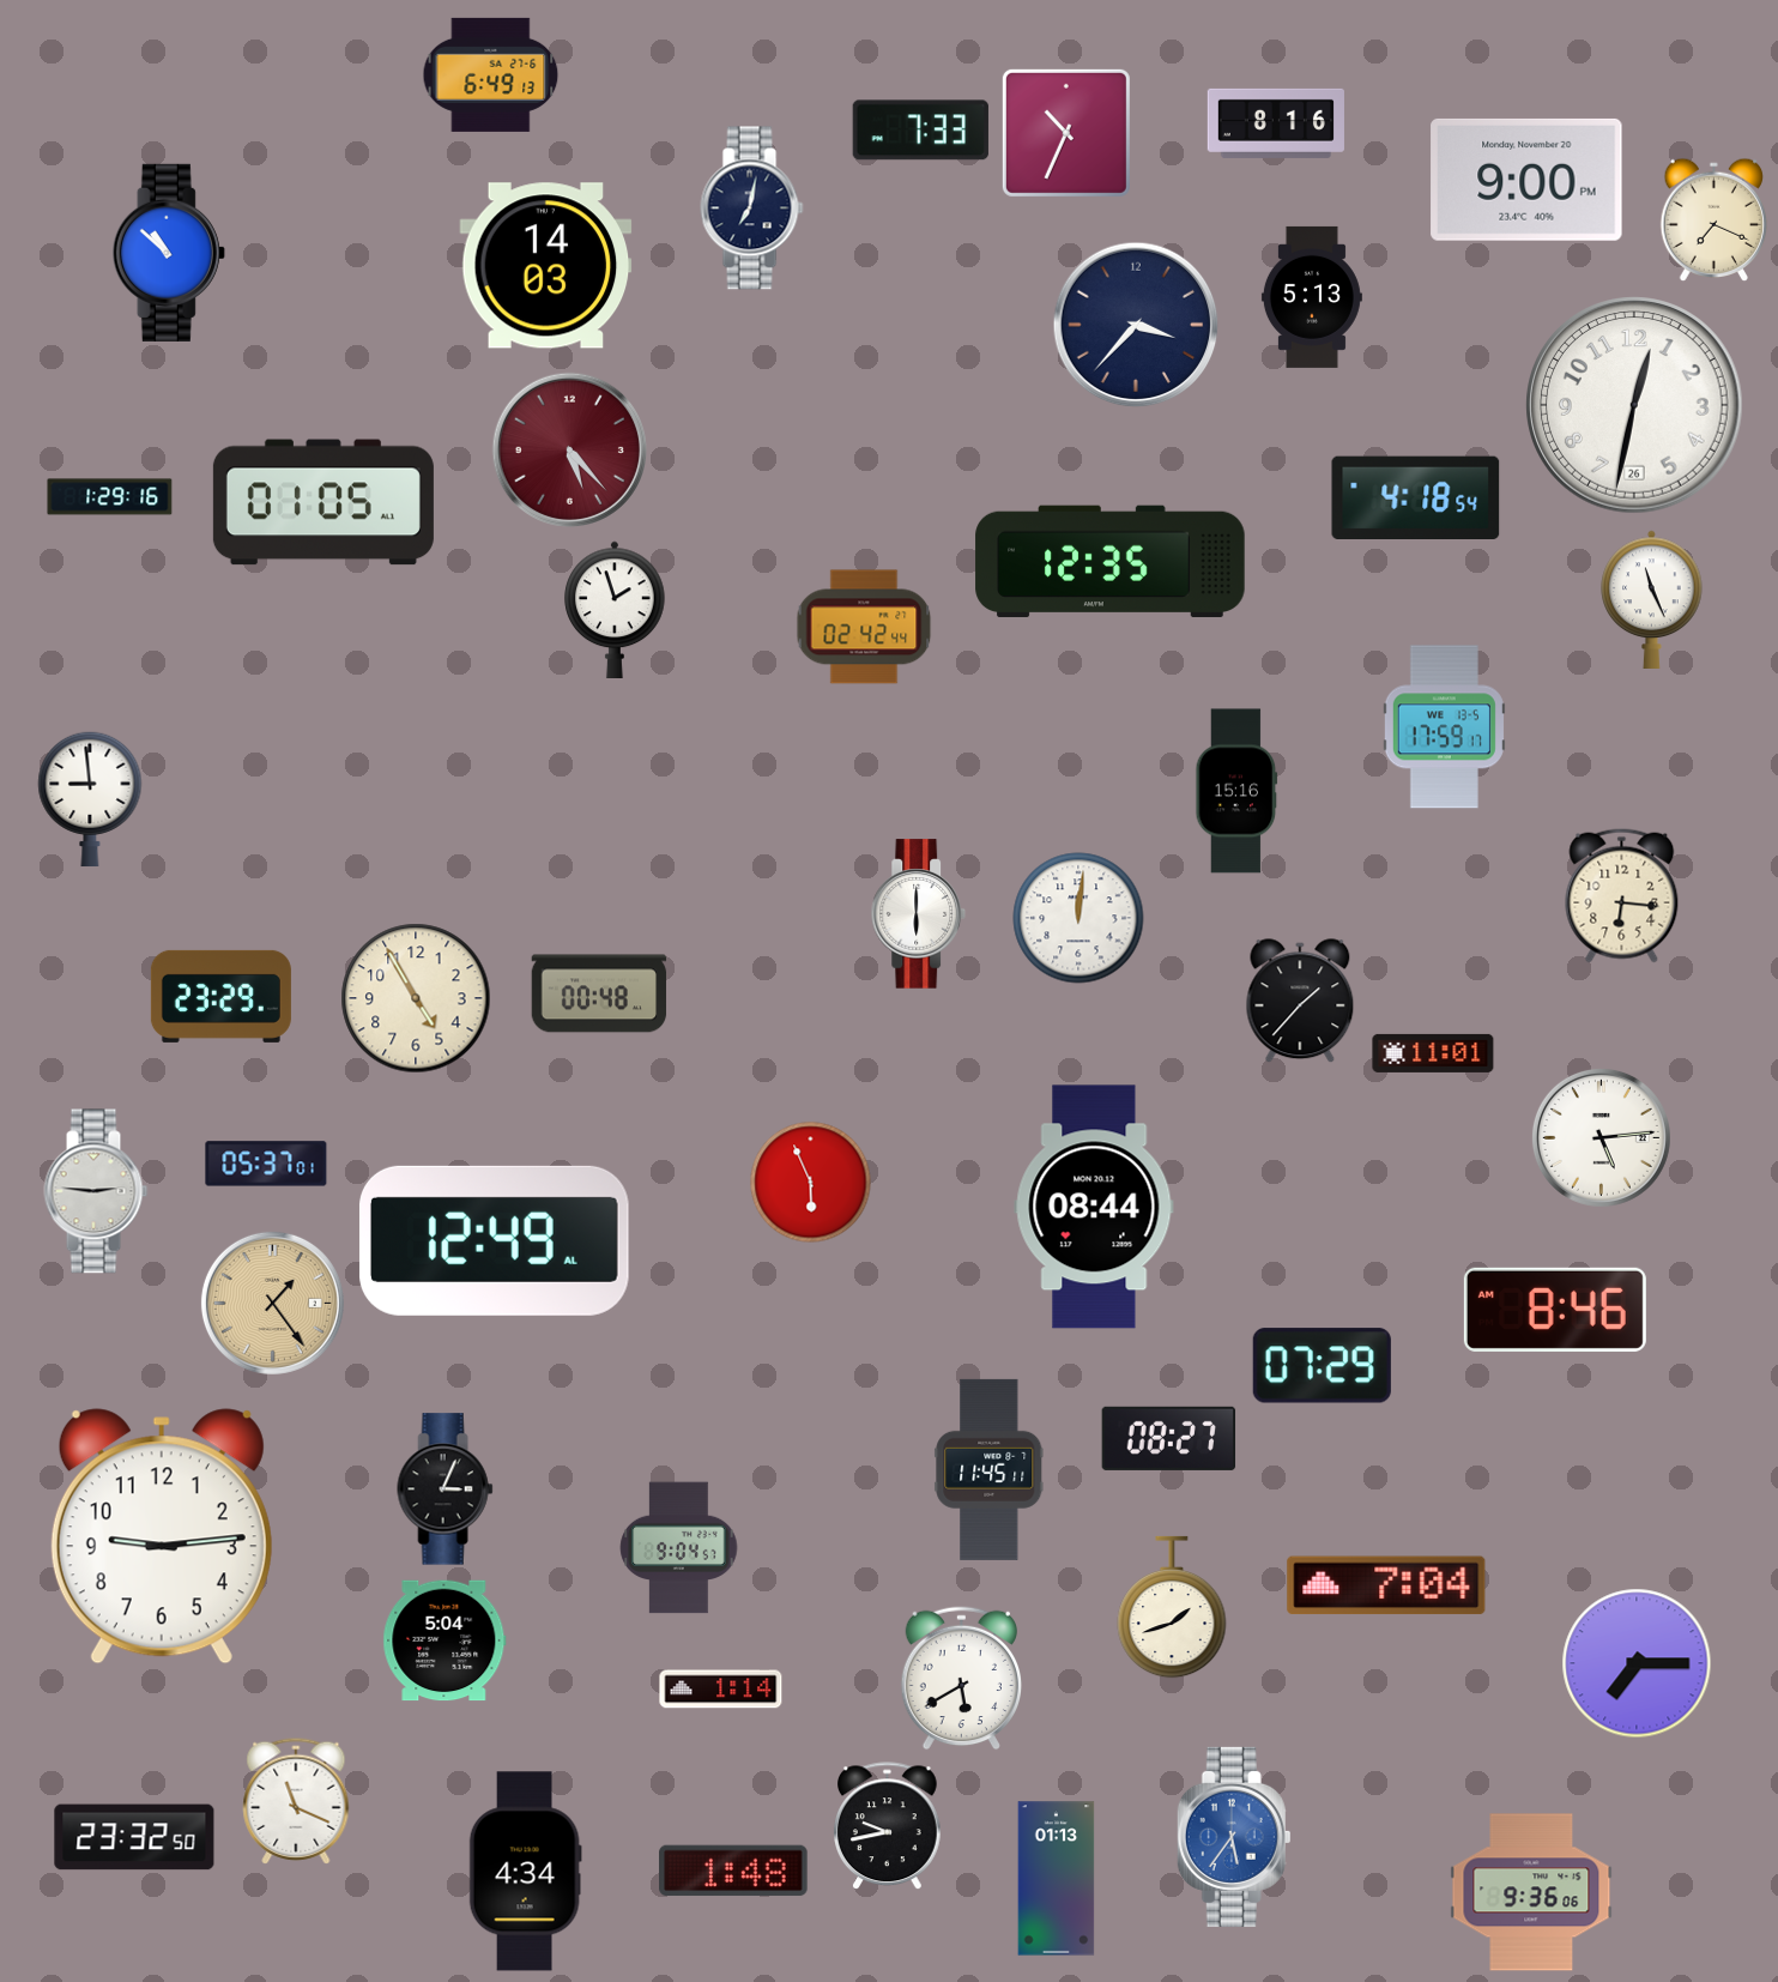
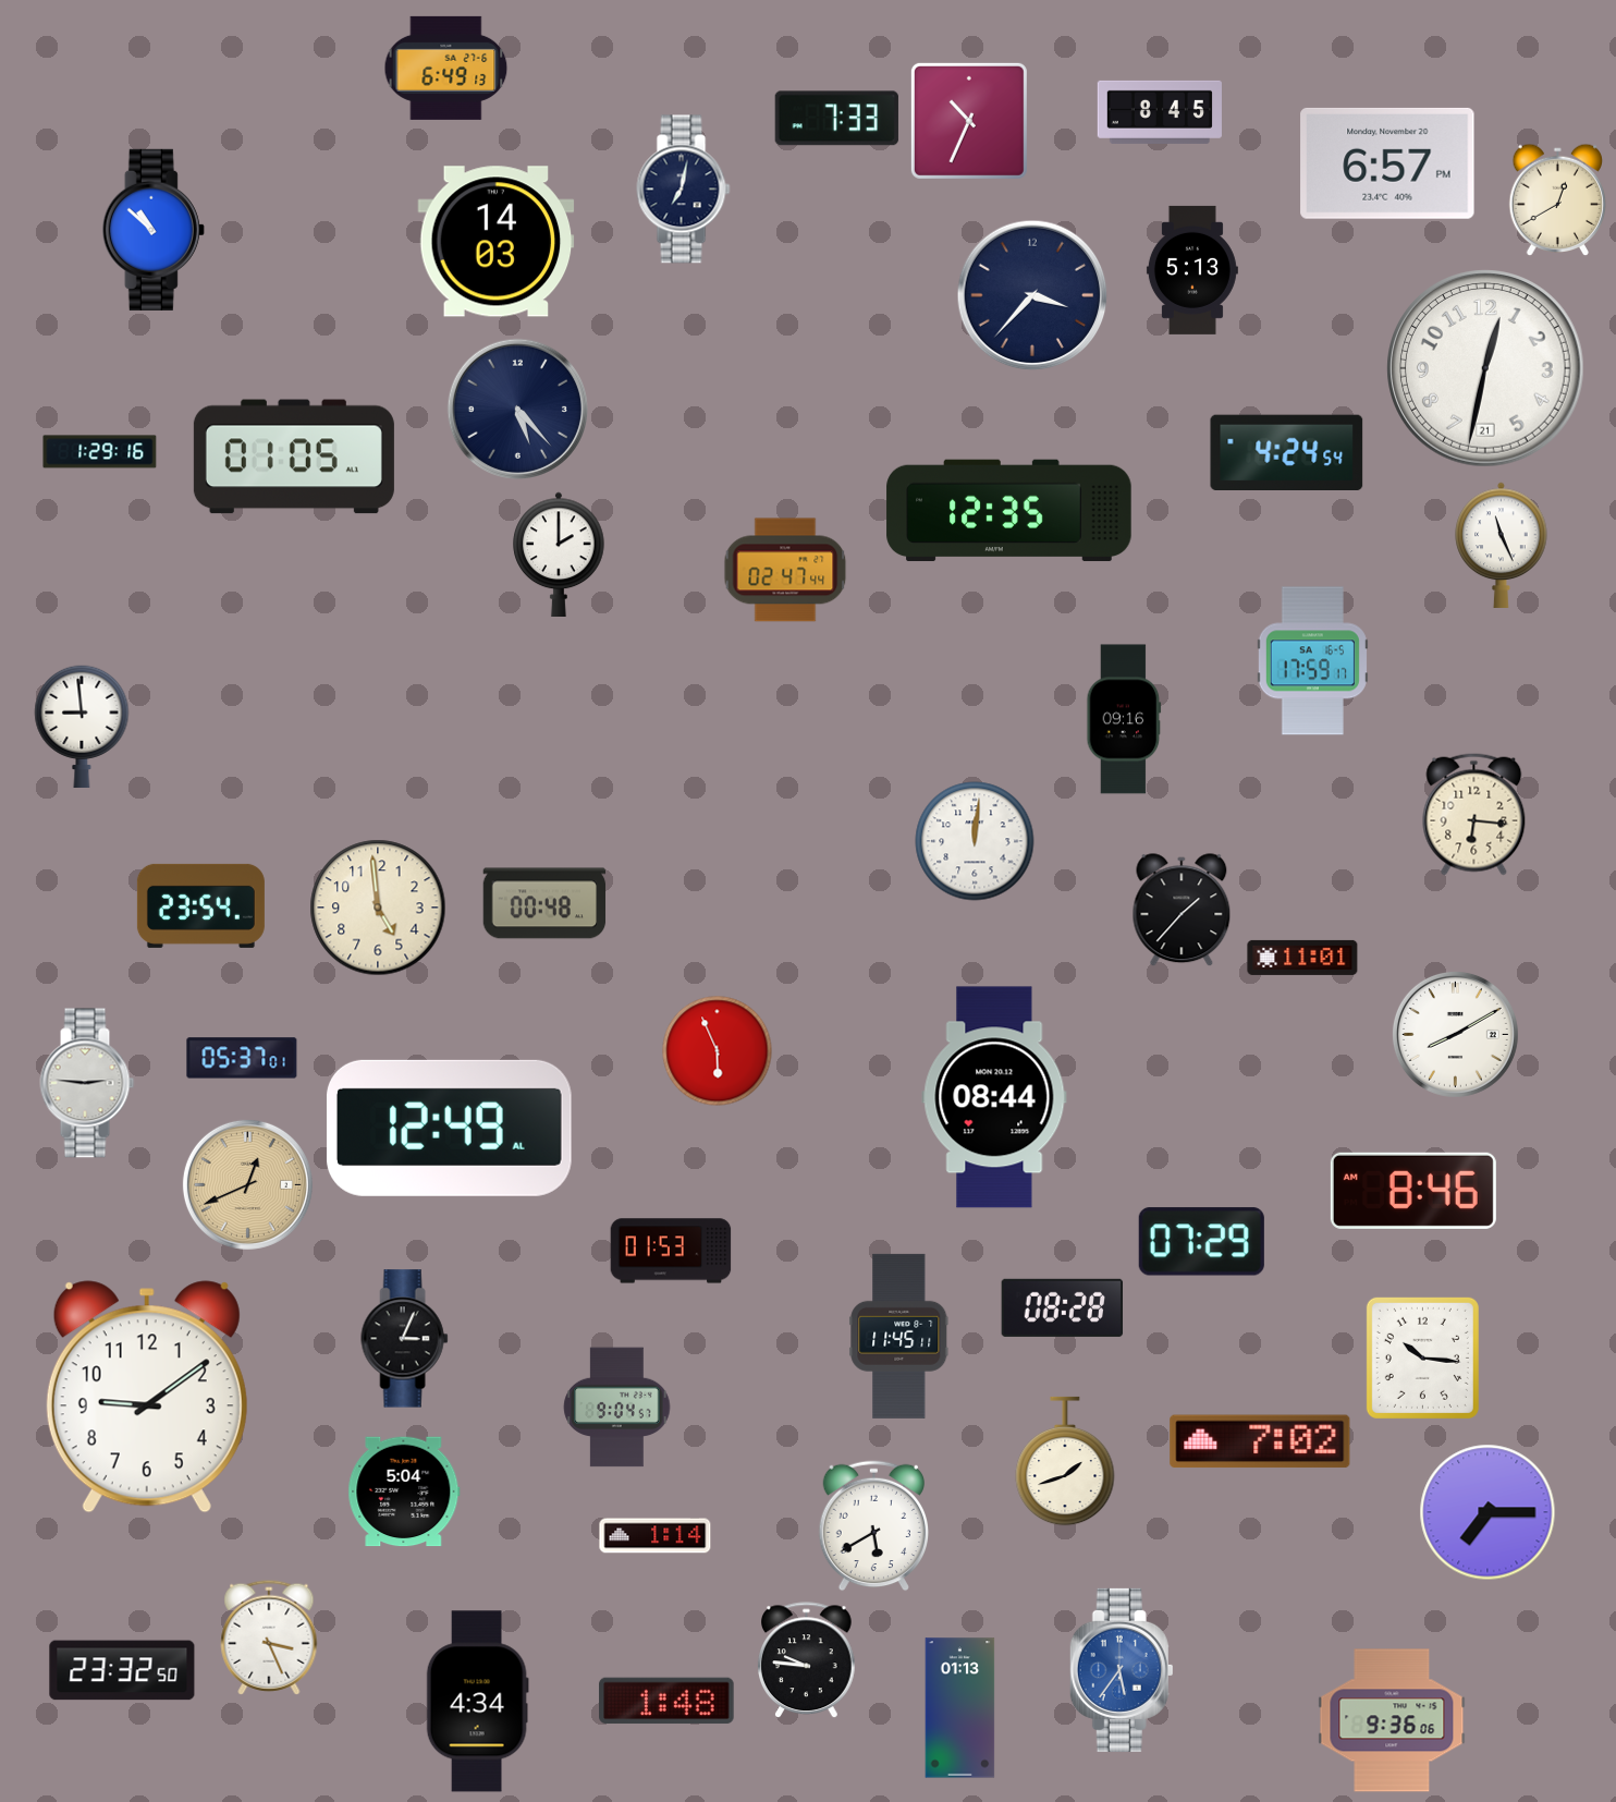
clock at (1276, 123): 8:16 -> 8:45
clock at (1526, 180): 9:00 -> 6:57
clock at (1714, 220): 7:19 -> 12:40
clock at (1634, 405) date: 26 -> 21
clock at (569, 449) dial: burgundy -> navy
clock at (1416, 497): 4:18 -> 4:24
clock at (615, 610): 1:57 -> 2:00
clock at (864, 627): 02:42 -> 02:47
clock at (1444, 727) date: WE 13-5 -> SA 16-5
clock at (1236, 791): 15:16 -> 09:16
clock at (919, 914): 6:00 -> none
clock at (1078, 918) position: (1078, 918) -> (975, 841)
clock at (220, 996): 23:29 -> 23:54
clock at (416, 998): 4:55 -> 4:59
clock at (1601, 1137): 5:14 -> 8:10
clock at (811, 1183) position: (811, 1183) -> (718, 1051)
clock at (272, 1303): 1:24 -> 12:41
clock at (671, 1251): none -> 01:53
clock at (1169, 1438): 08:27 -> 08:28
clock at (446, 1489) position: (446, 1489) -> (405, 1339)
clock at (1422, 1357): none -> 10:16
clock at (162, 1536): 9:14 -> 9:09
clock at (1386, 1585): 7:04 -> 7:02
clock at (296, 1801): 11:19 -> 3:26
clock at (888, 1826): 9:43 -> 9:46
